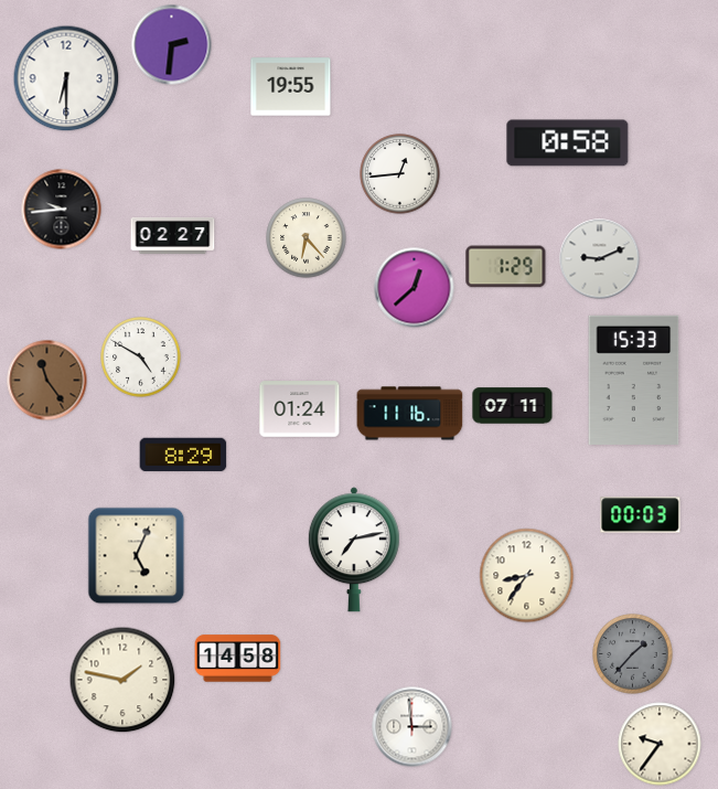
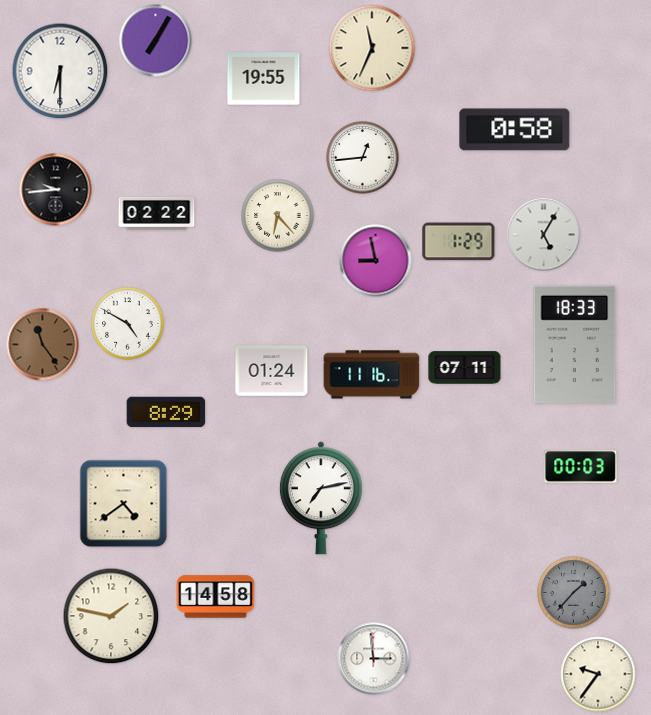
clock at (172, 45): 2:31 -> 7:05
clock at (372, 48): none -> 11:34
clock at (173, 235): 02:27 -> 02:22
clock at (600, 259): 9:11 -> 5:05
clock at (415, 288): 12:38 -> 8:58
clock at (634, 380): 15:33 -> 18:33
clock at (137, 556): 5:04 -> 4:39
clock at (527, 576): 8:36 -> none
